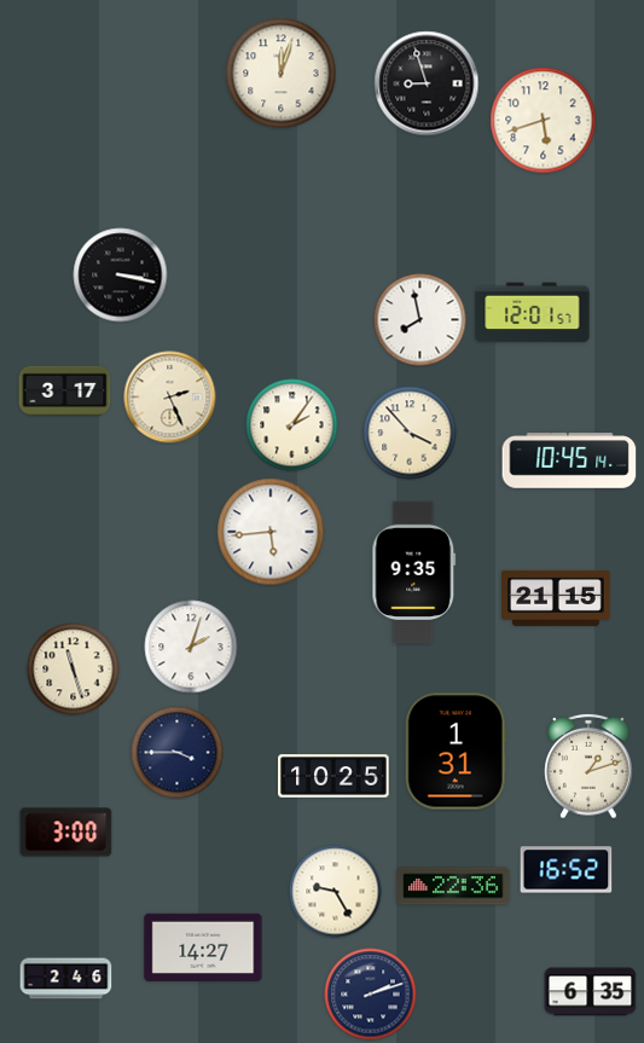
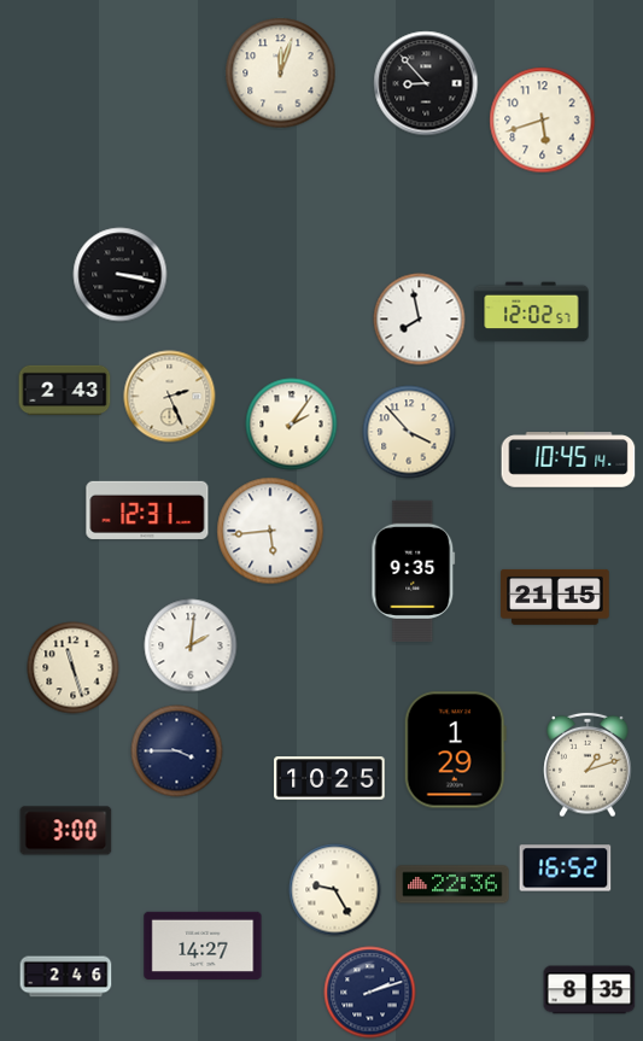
clock at (427, 83): 8:57 -> 8:53
clock at (533, 313): 12:01 -> 12:02
clock at (65, 392): 3:17 -> 2:43
clock at (147, 510): none -> 12:31
clock at (191, 647): 2:03 -> 2:01
clock at (456, 752): 1:31 -> 1:29
clock at (333, 776) position: (333, 776) -> (329, 778)
clock at (591, 992): 6:35 -> 8:35
